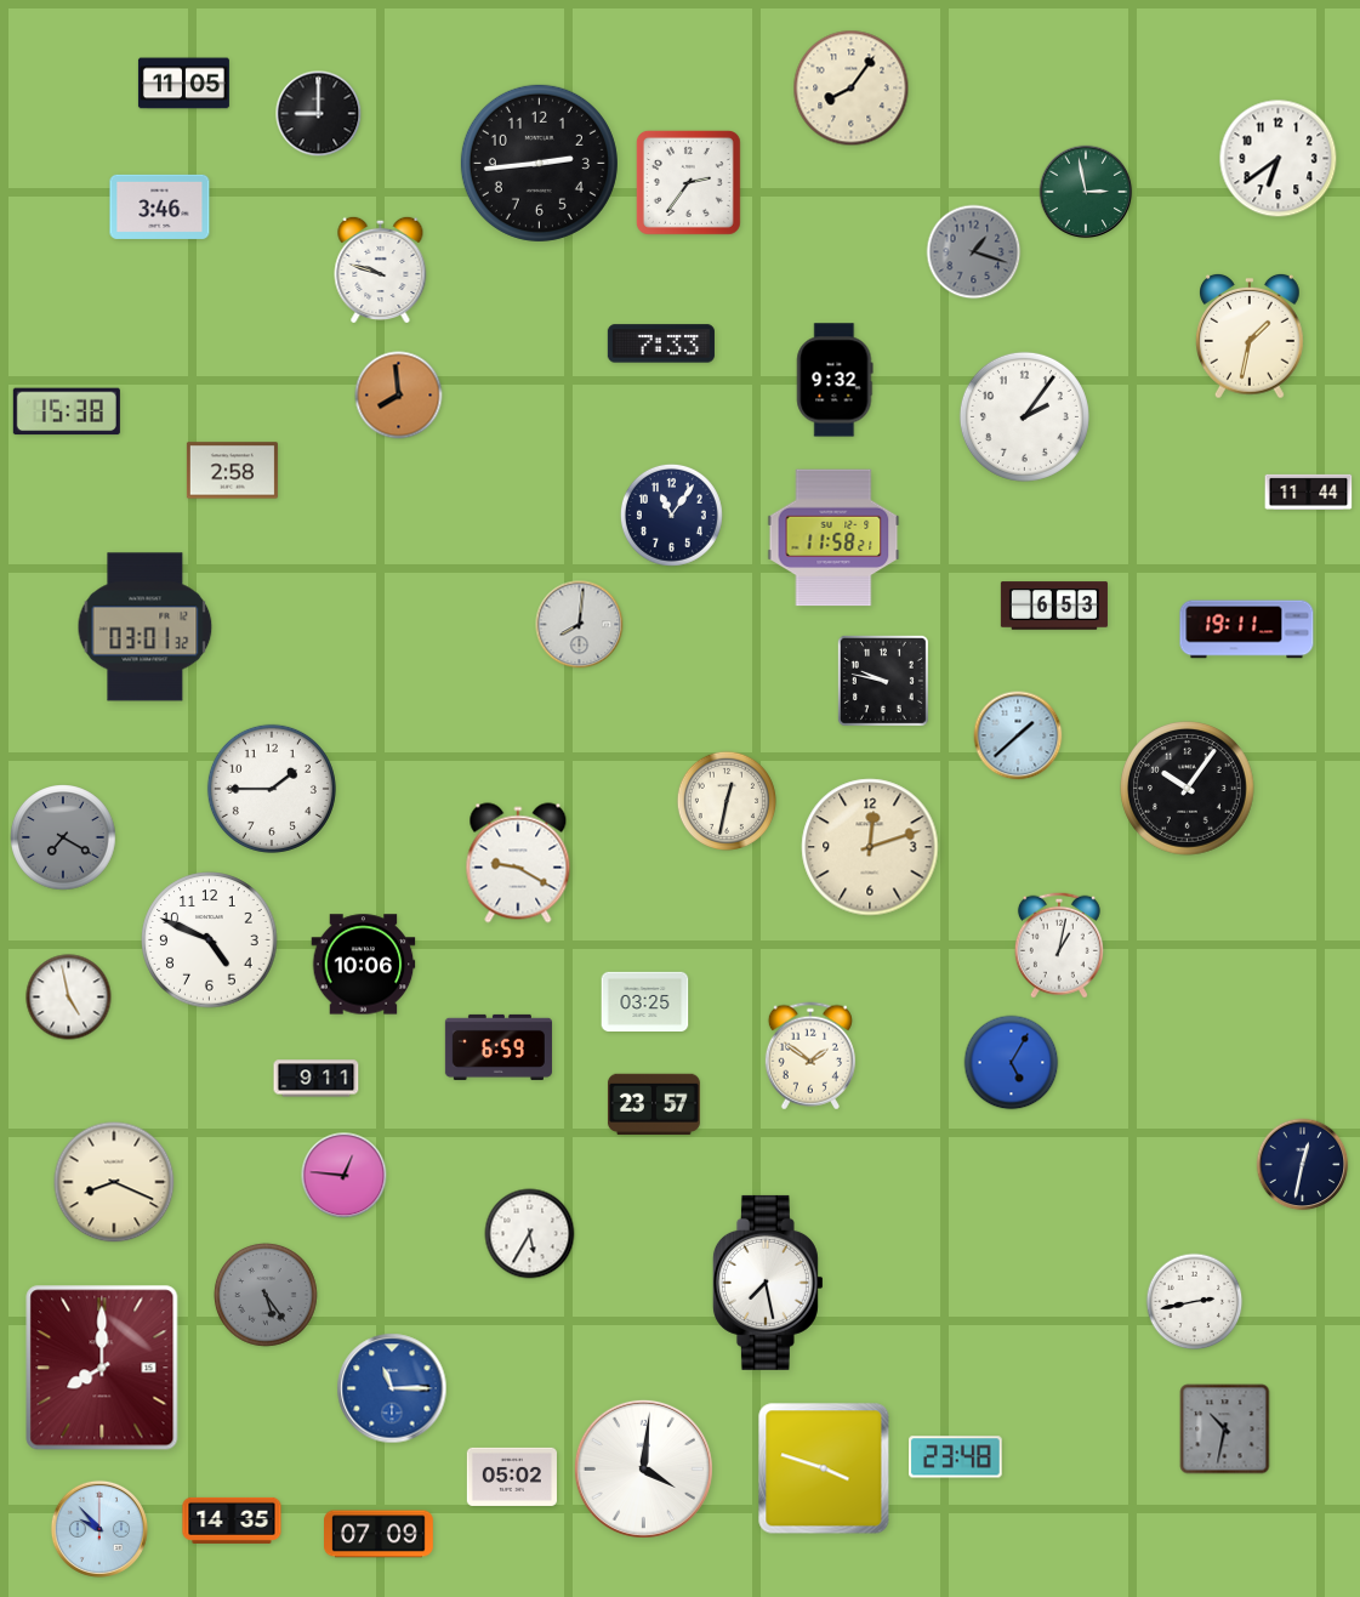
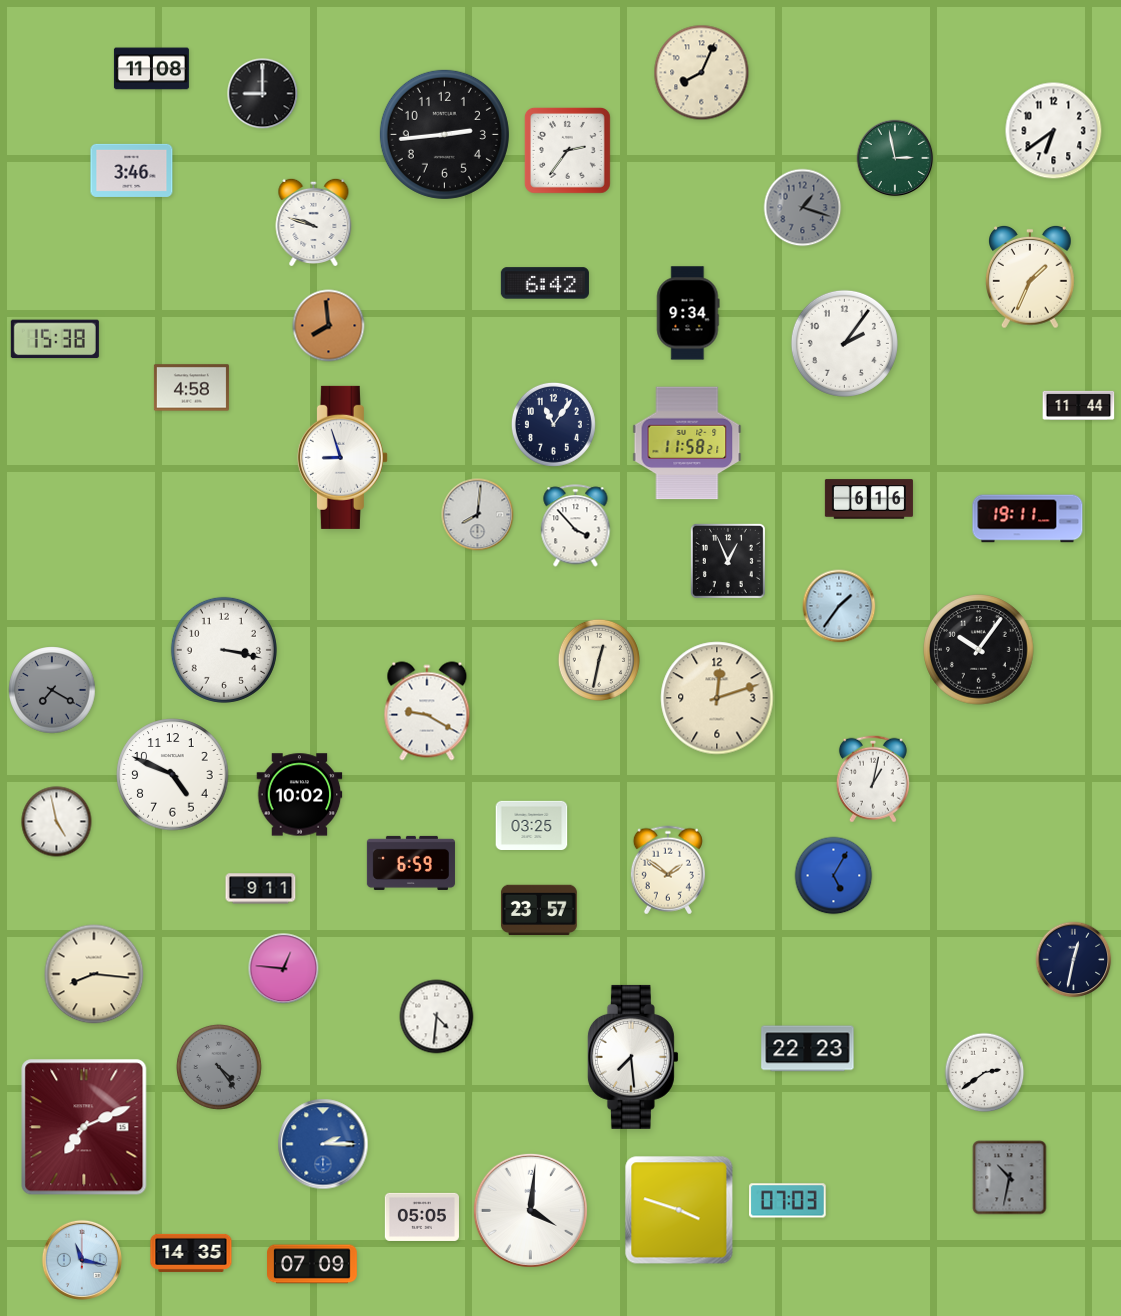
clock at (183, 84): 11:05 -> 11:08
clock at (852, 89): 8:06 -> 8:04
clock at (1251, 336): 1:32 -> 1:34
clock at (661, 343): 7:33 -> 6:42
clock at (835, 380): 9:32 -> 9:34
clock at (232, 471): 2:58 -> 4:58
clock at (342, 457): none -> 8:57
clock at (1054, 606): 6:53 -> 6:16
clock at (146, 627): 03:01 -> none
clock at (576, 526): none -> 3:53
clock at (883, 681): 9:47 -> 12:56
clock at (1018, 735): 1:38 -> 1:36
clock at (272, 789): 1:45 -> 3:17
clock at (364, 965): 10:06 -> 10:02
clock at (114, 1182): 8:19 -> 8:16
clock at (530, 1234): 5:35 -> 4:31
clock at (808, 1049): none -> 22:23
clock at (768, 1283): 7:28 -> 7:29
clock at (266, 1295): 5:24 -> 4:24
clock at (1195, 1302): 2:43 -> 2:39
clock at (102, 1368): 8:00 -> 7:11
clock at (392, 1388): 11:15 -> 2:15
clock at (956, 1457): 23:48 -> 07:03
clock at (512, 1477): 05:02 -> 05:05
clock at (99, 1529): 9:53 -> 11:17
